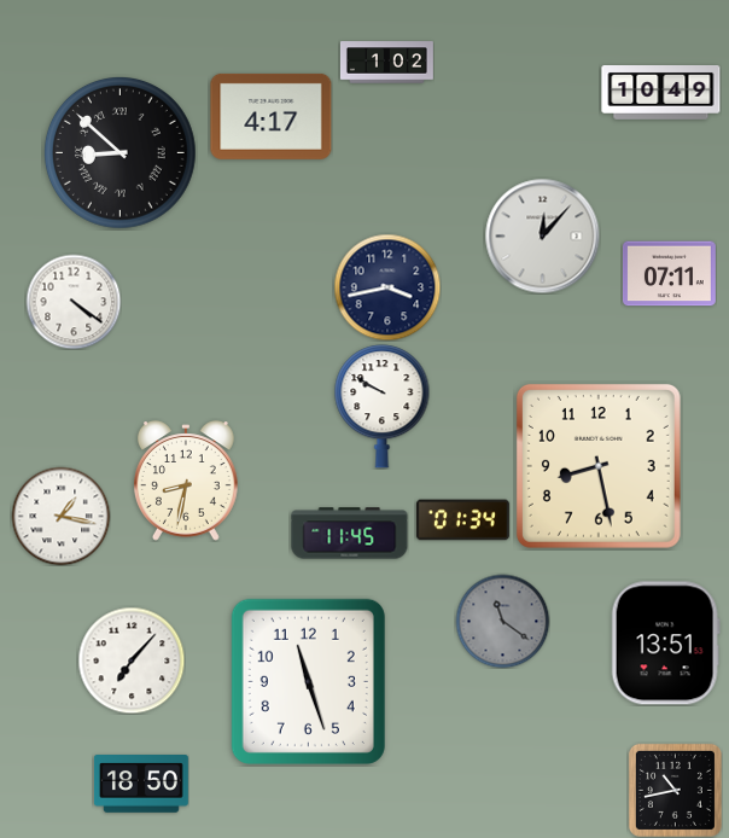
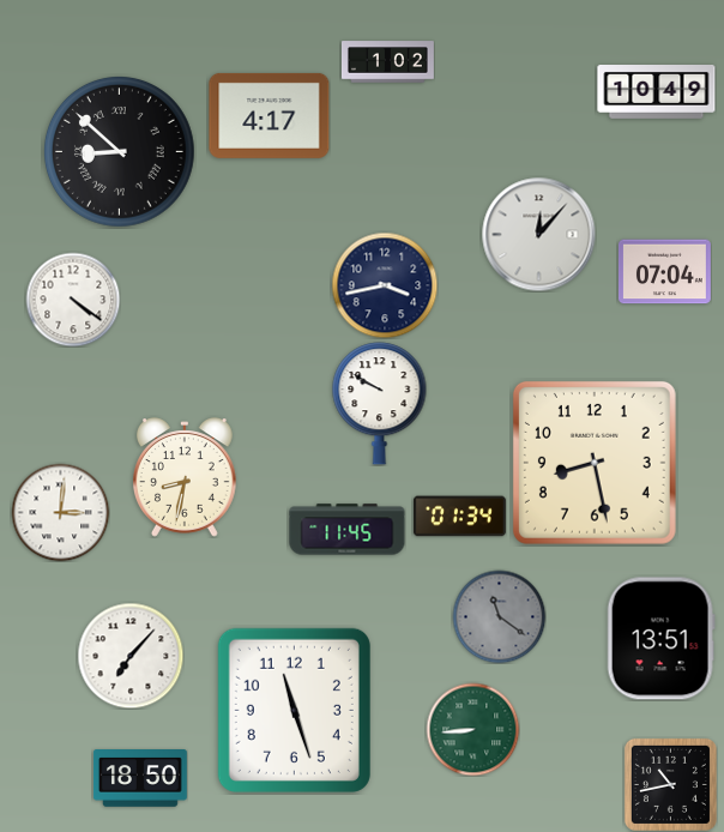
clock at (386, 63) position: (386, 63) -> (387, 62)
clock at (669, 274): 07:11 -> 07:04
clock at (60, 516): 1:17 -> 3:01
clock at (308, 681) position: (308, 681) -> (294, 710)
clock at (472, 729): none -> 8:44
